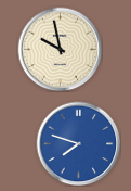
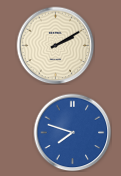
clock at (60, 49): 9:58 -> 2:10
